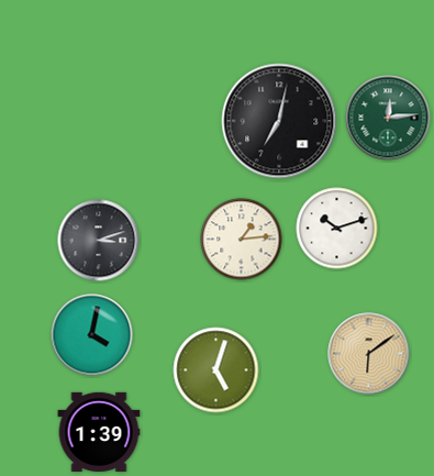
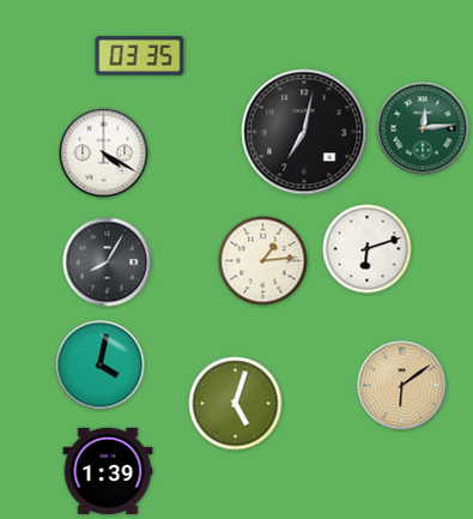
clock at (140, 56): none -> 03:35
clock at (104, 153): none -> 4:20
clock at (337, 229): 10:12 -> 6:12
clock at (99, 241): 3:12 -> 8:05
